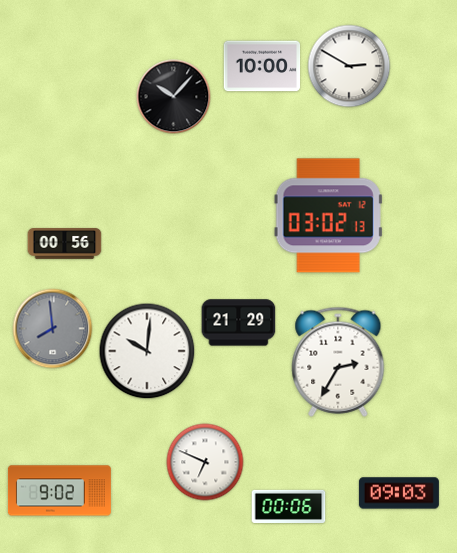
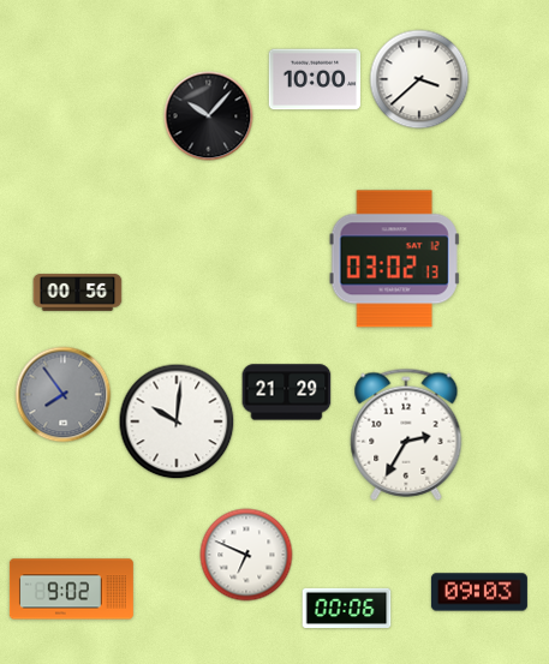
clock at (349, 66): 2:50 -> 3:38
clock at (239, 323) position: (239, 323) -> (287, 393)
clock at (53, 329): 7:59 -> 7:54
